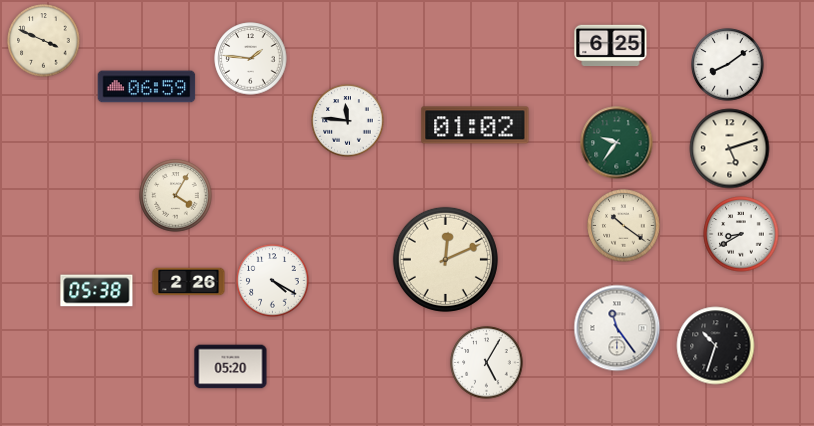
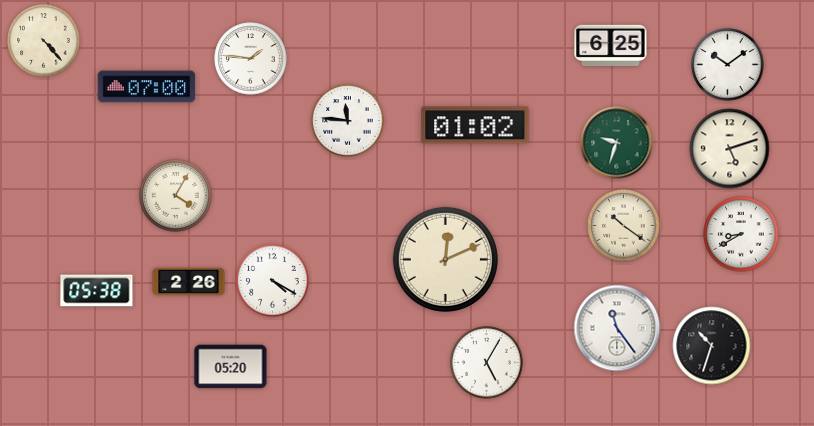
clock at (44, 41): 3:49 -> 4:23
clock at (728, 65): 8:09 -> 10:09
clock at (147, 87): 06:59 -> 07:00
clock at (617, 143): 9:36 -> 9:33
clock at (716, 346) position: (716, 346) -> (712, 346)
